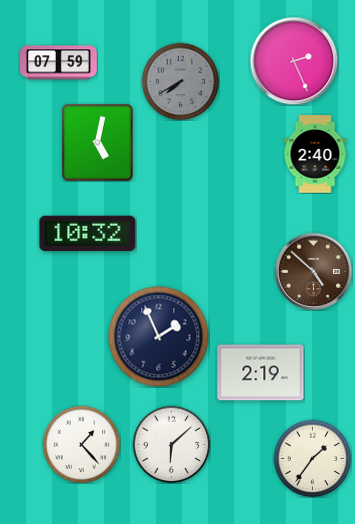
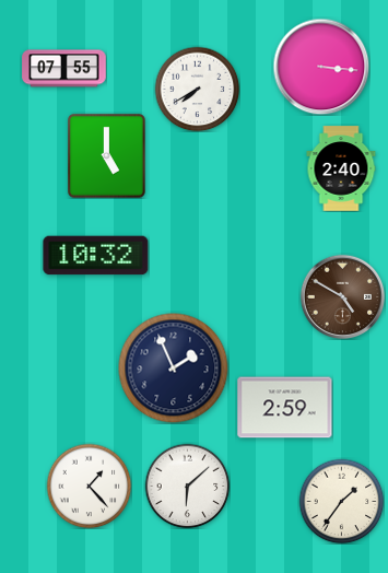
clock at (294, 61): 2:26 -> 3:16
clock at (59, 63): 07:59 -> 07:55
clock at (180, 81) dial: grey -> white
clock at (97, 142): 5:02 -> 5:00
clock at (315, 154) position: (315, 154) -> (341, 168)
clock at (313, 271): 4:52 -> 4:50
clock at (261, 373): 2:19 -> 2:59
